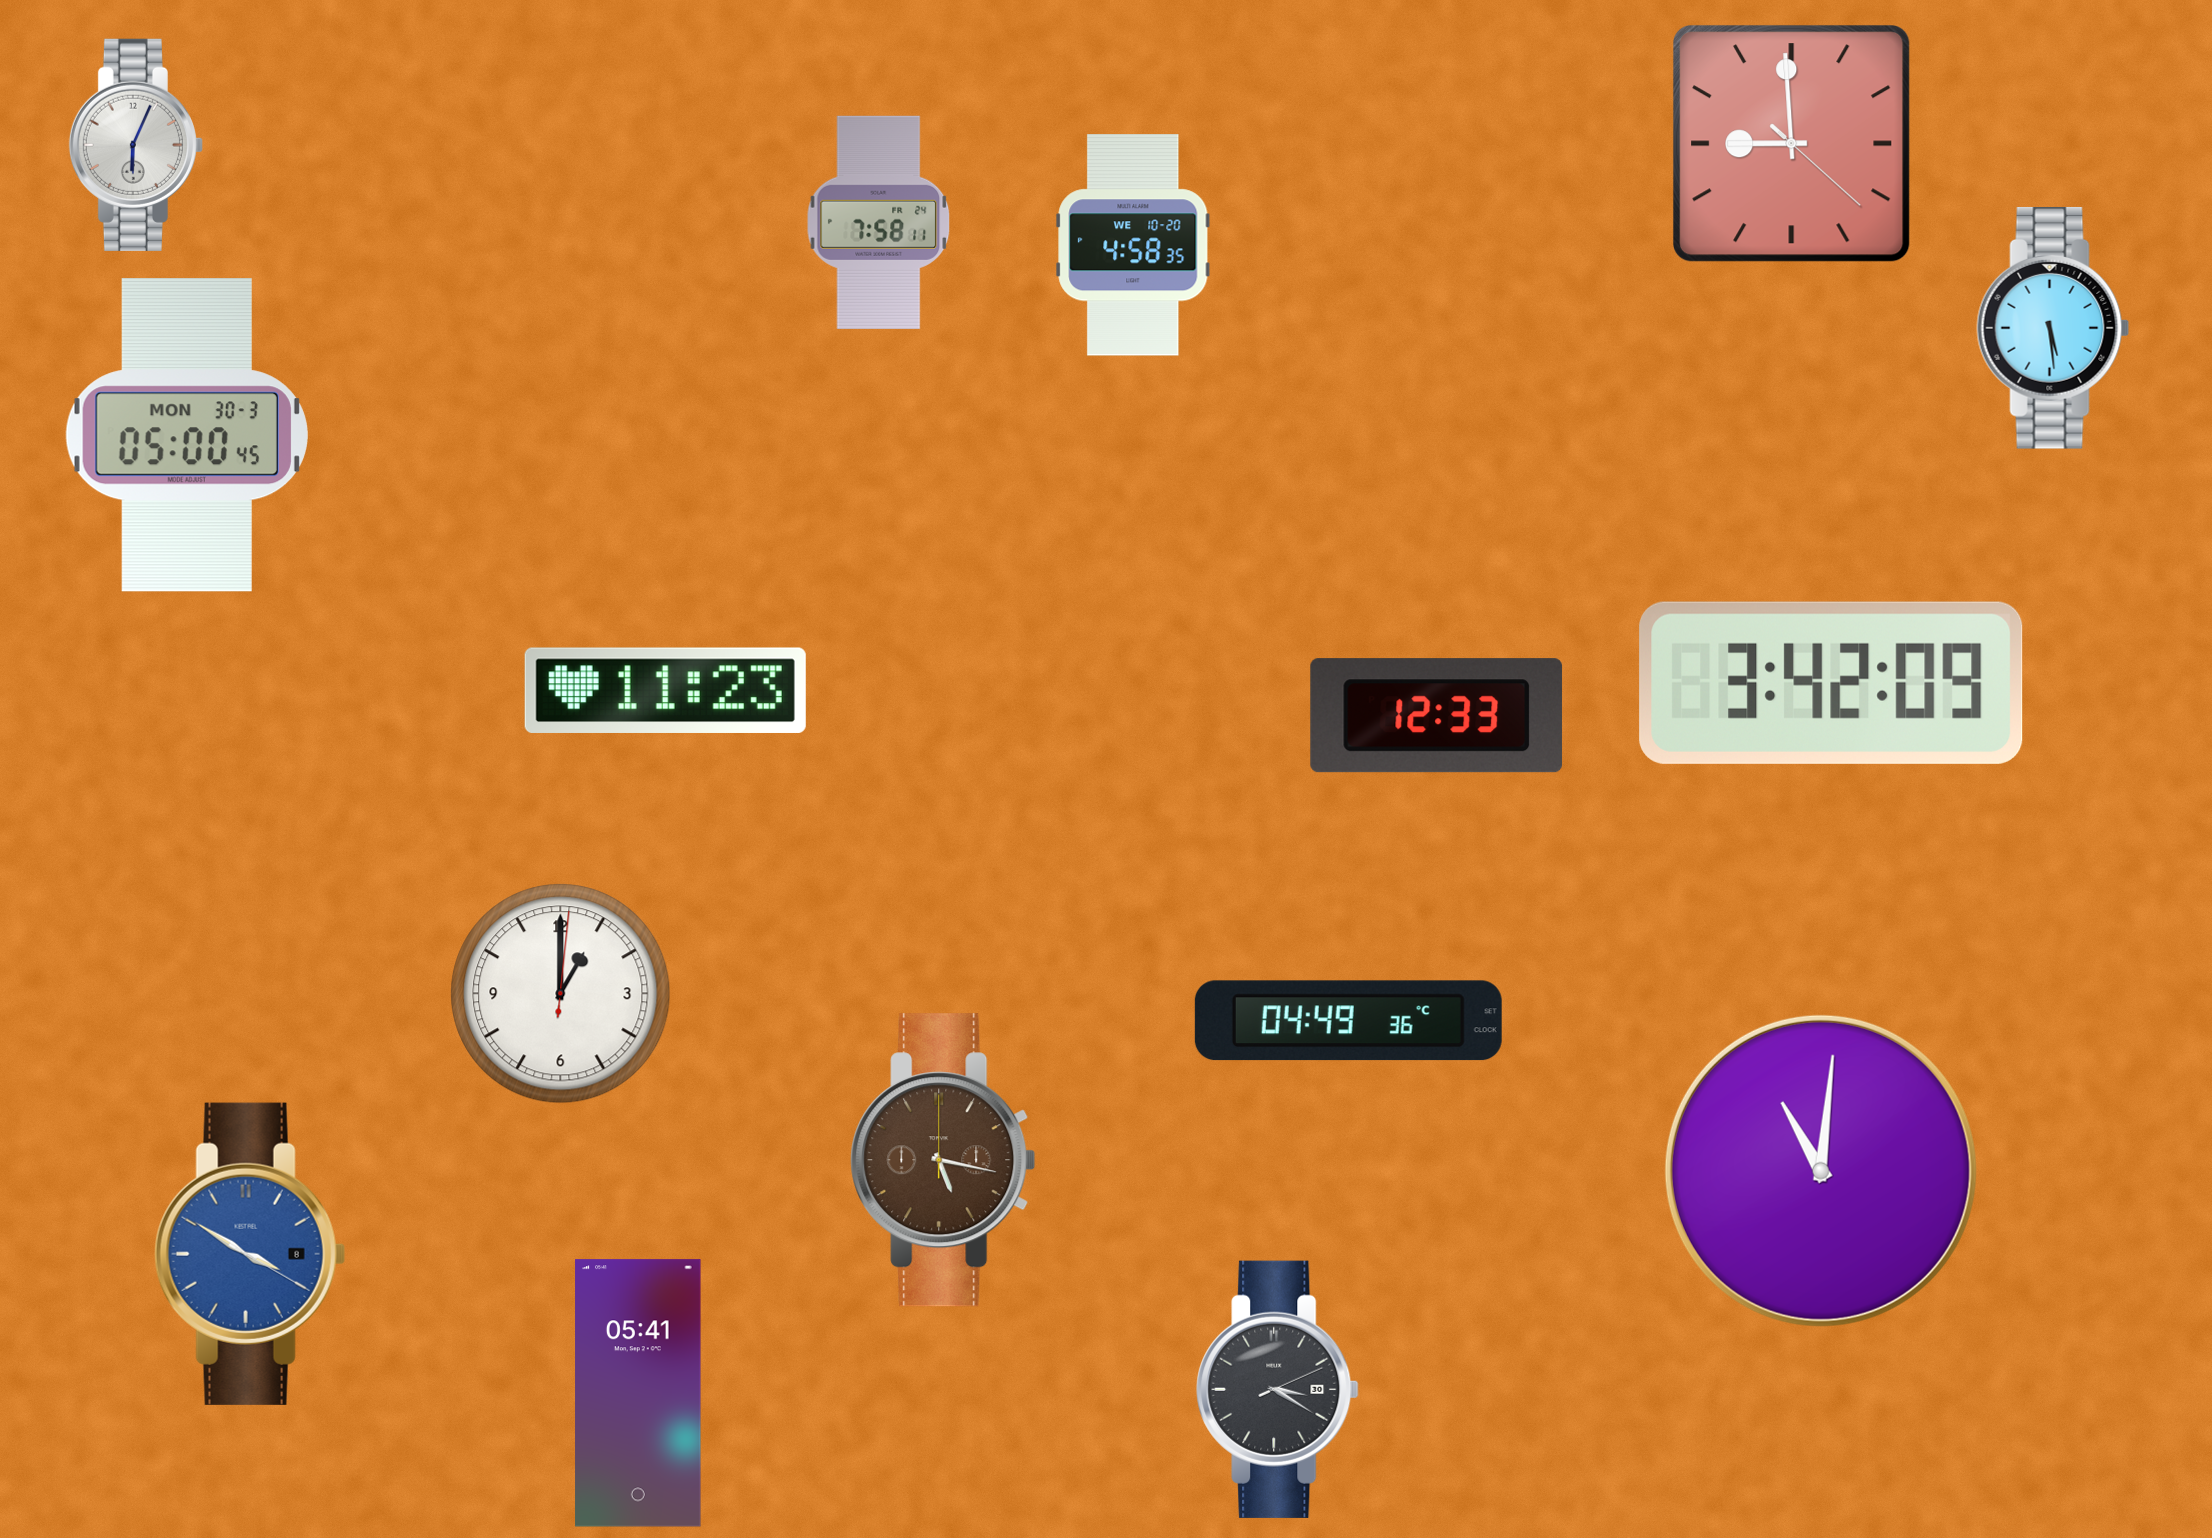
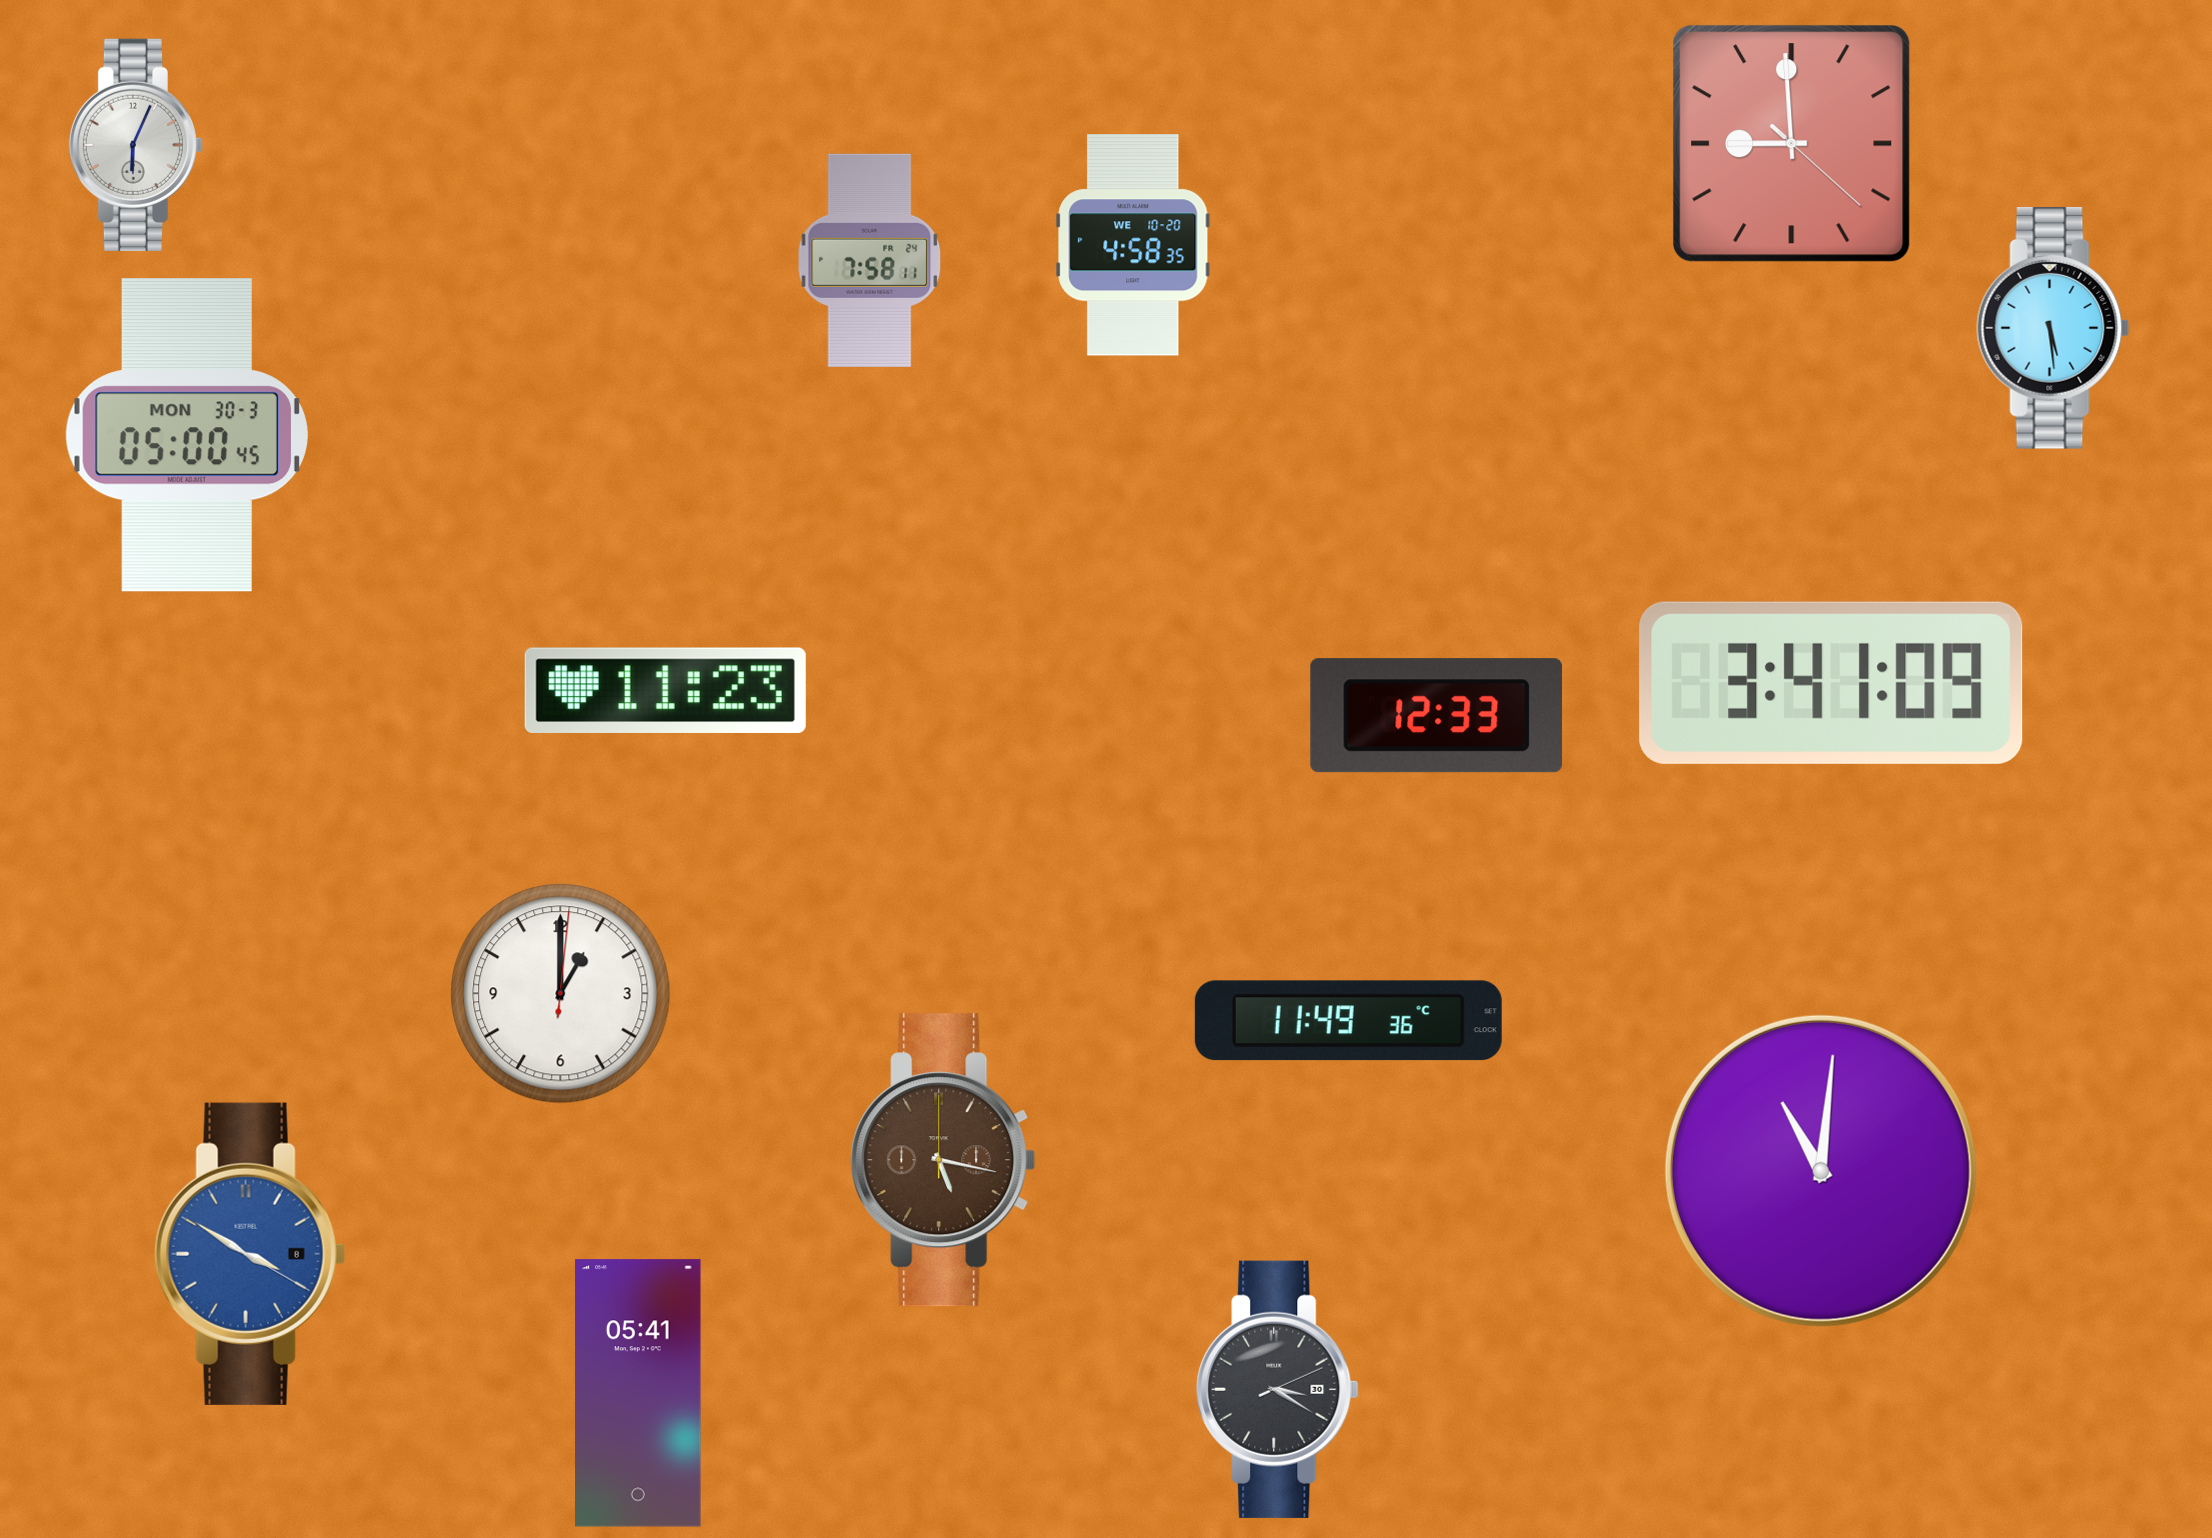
clock at (879, 222) position: (879, 222) -> (870, 260)
clock at (1831, 683): 3:42 -> 3:41
clock at (1348, 1021): 04:49 -> 11:49
